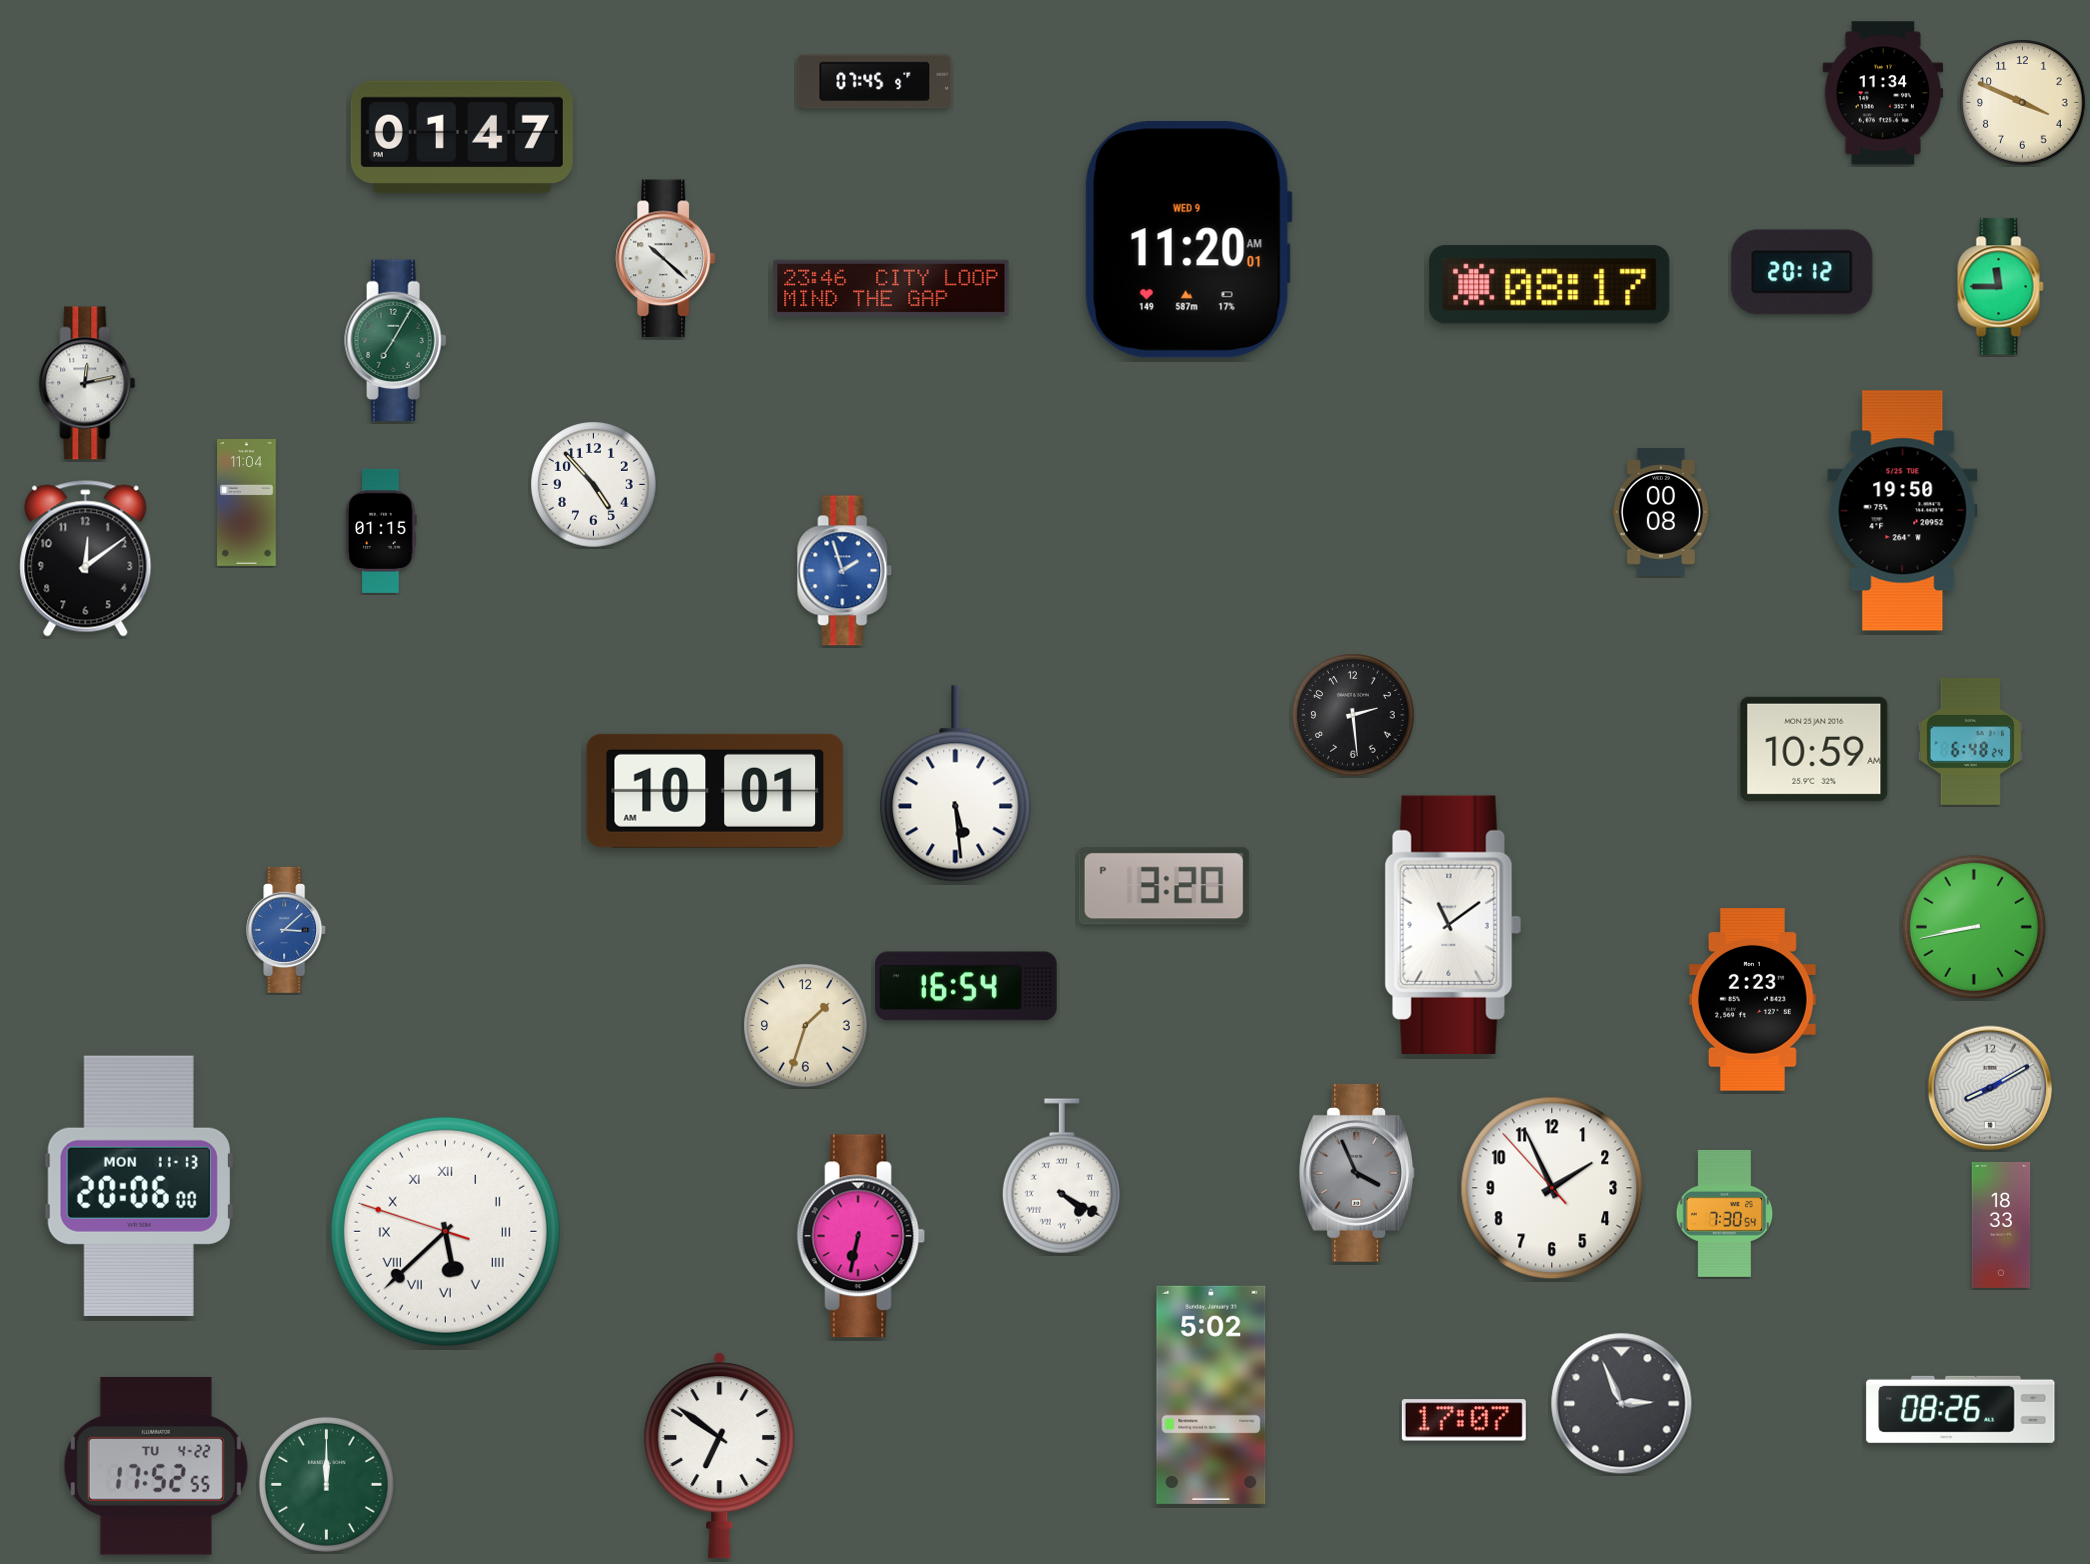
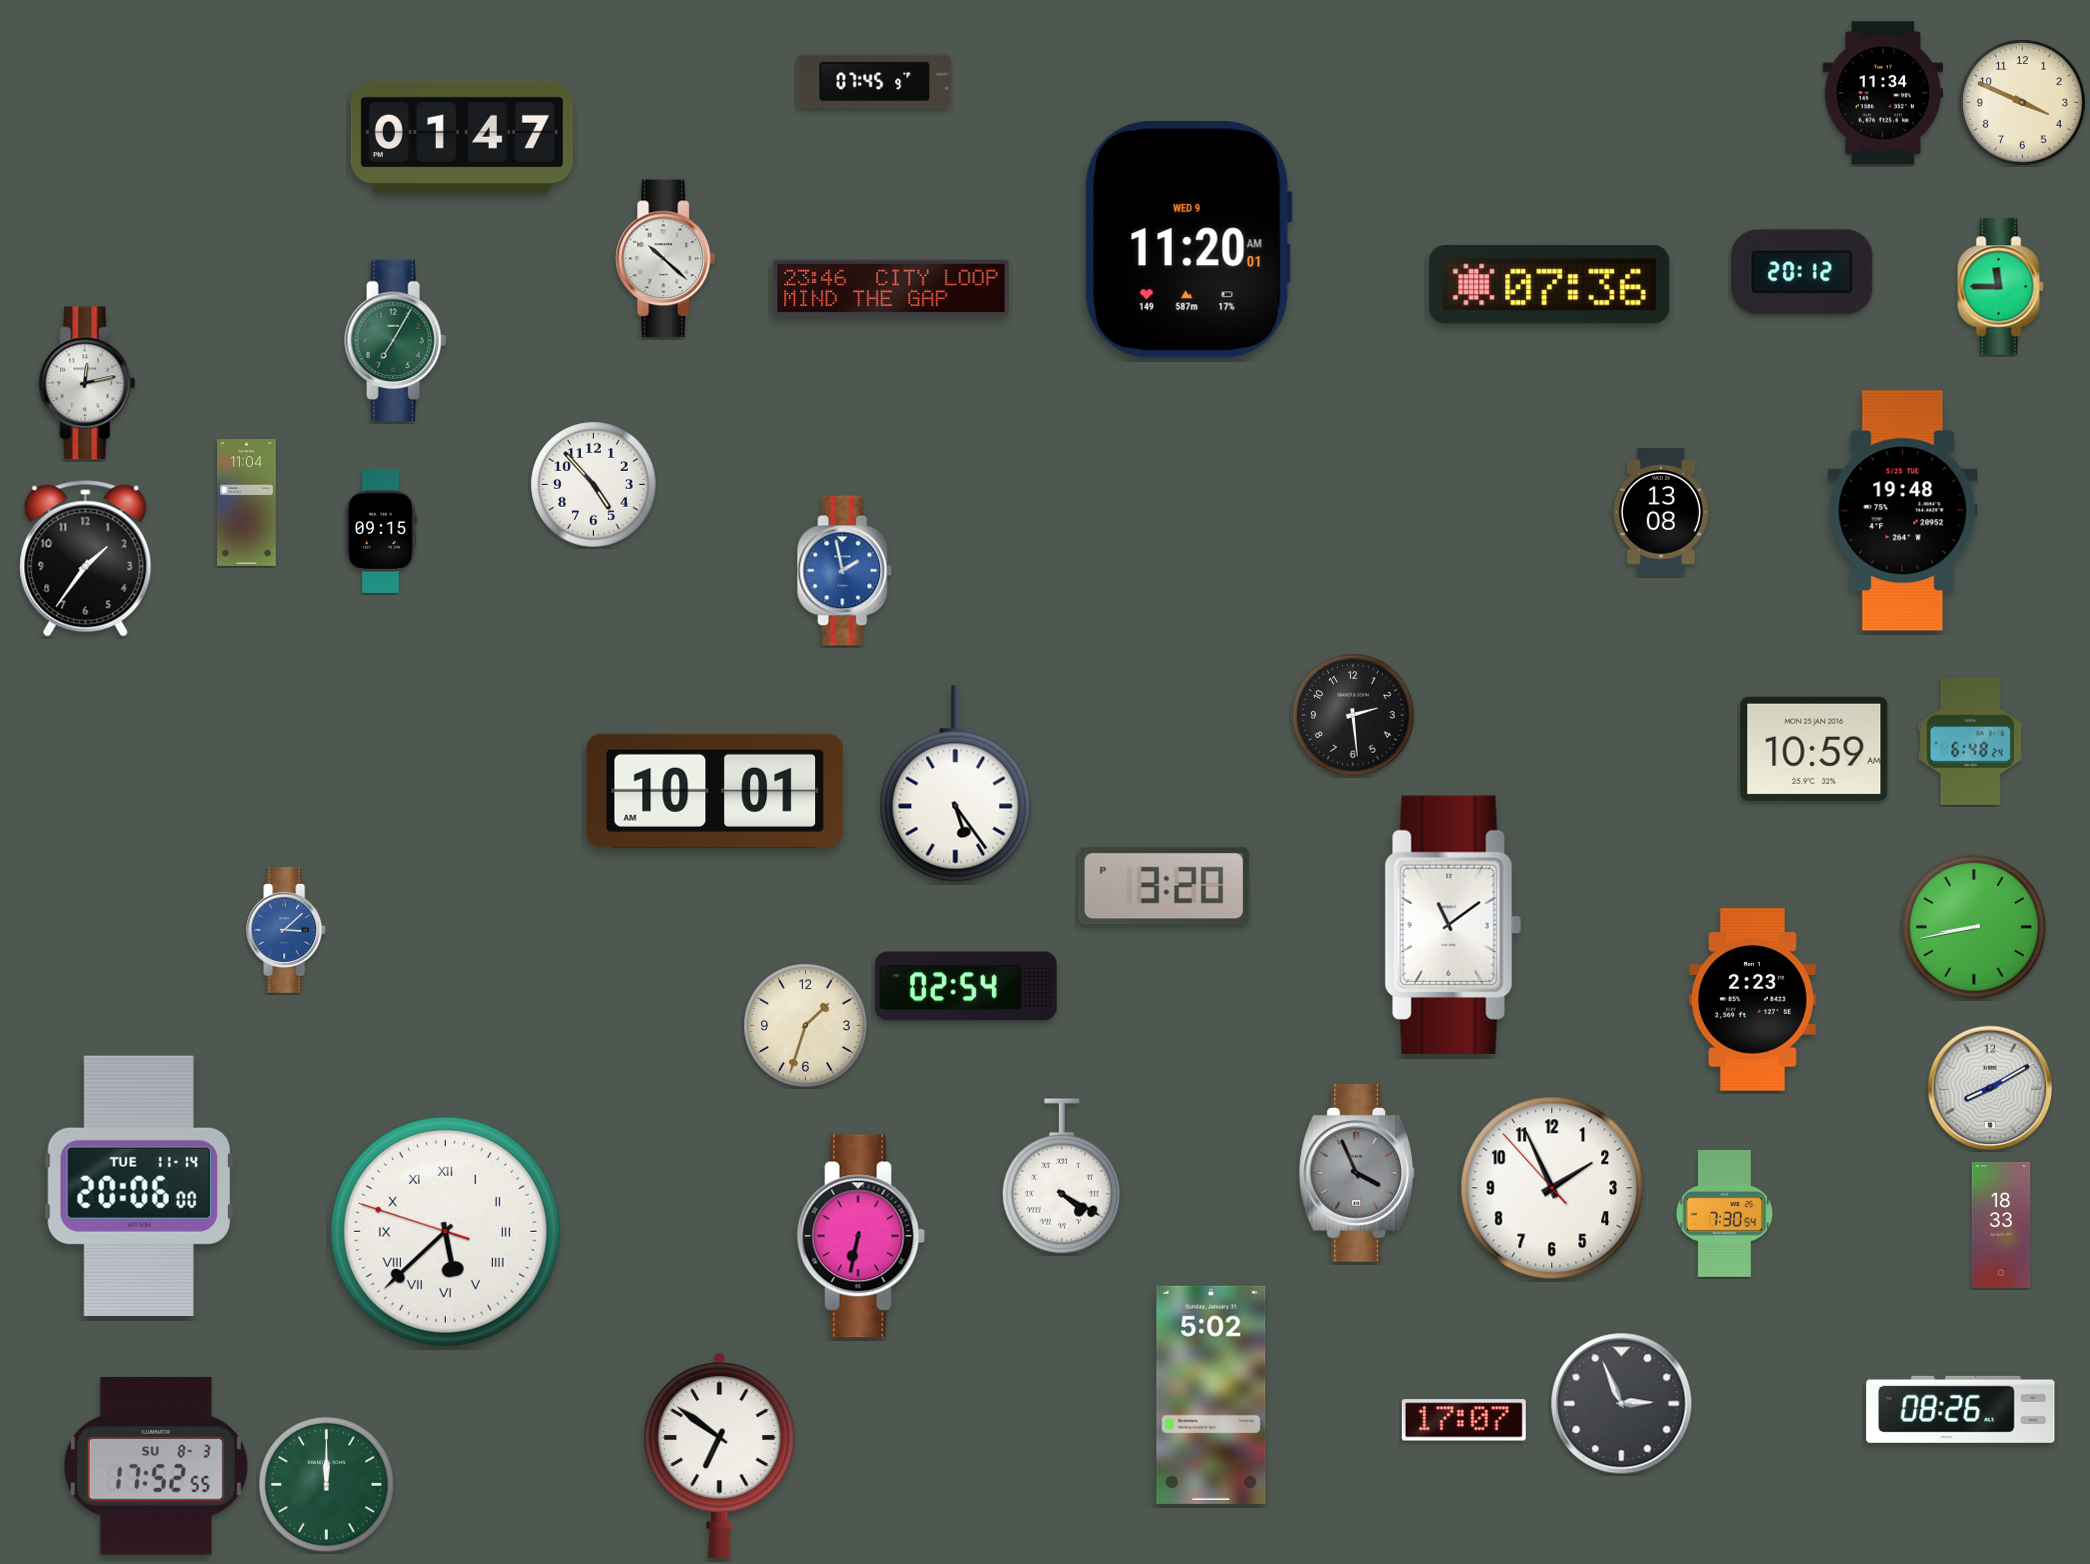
clock at (1550, 285): 08:17 -> 07:36
clock at (1903, 511): 19:50 -> 19:48
clock at (1661, 513): 00:08 -> 13:08
clock at (381, 531): 01:15 -> 09:15
clock at (86, 559): 12:09 -> 1:36
clock at (845, 571): 1:57 -> 1:58
clock at (956, 784): 5:29 -> 5:24
clock at (966, 986): 16:54 -> 02:54
clock at (139, 1186) date: MON 11-13 -> TUE 11-14
clock at (156, 1466) date: TU 4-22 -> SU 8-3
